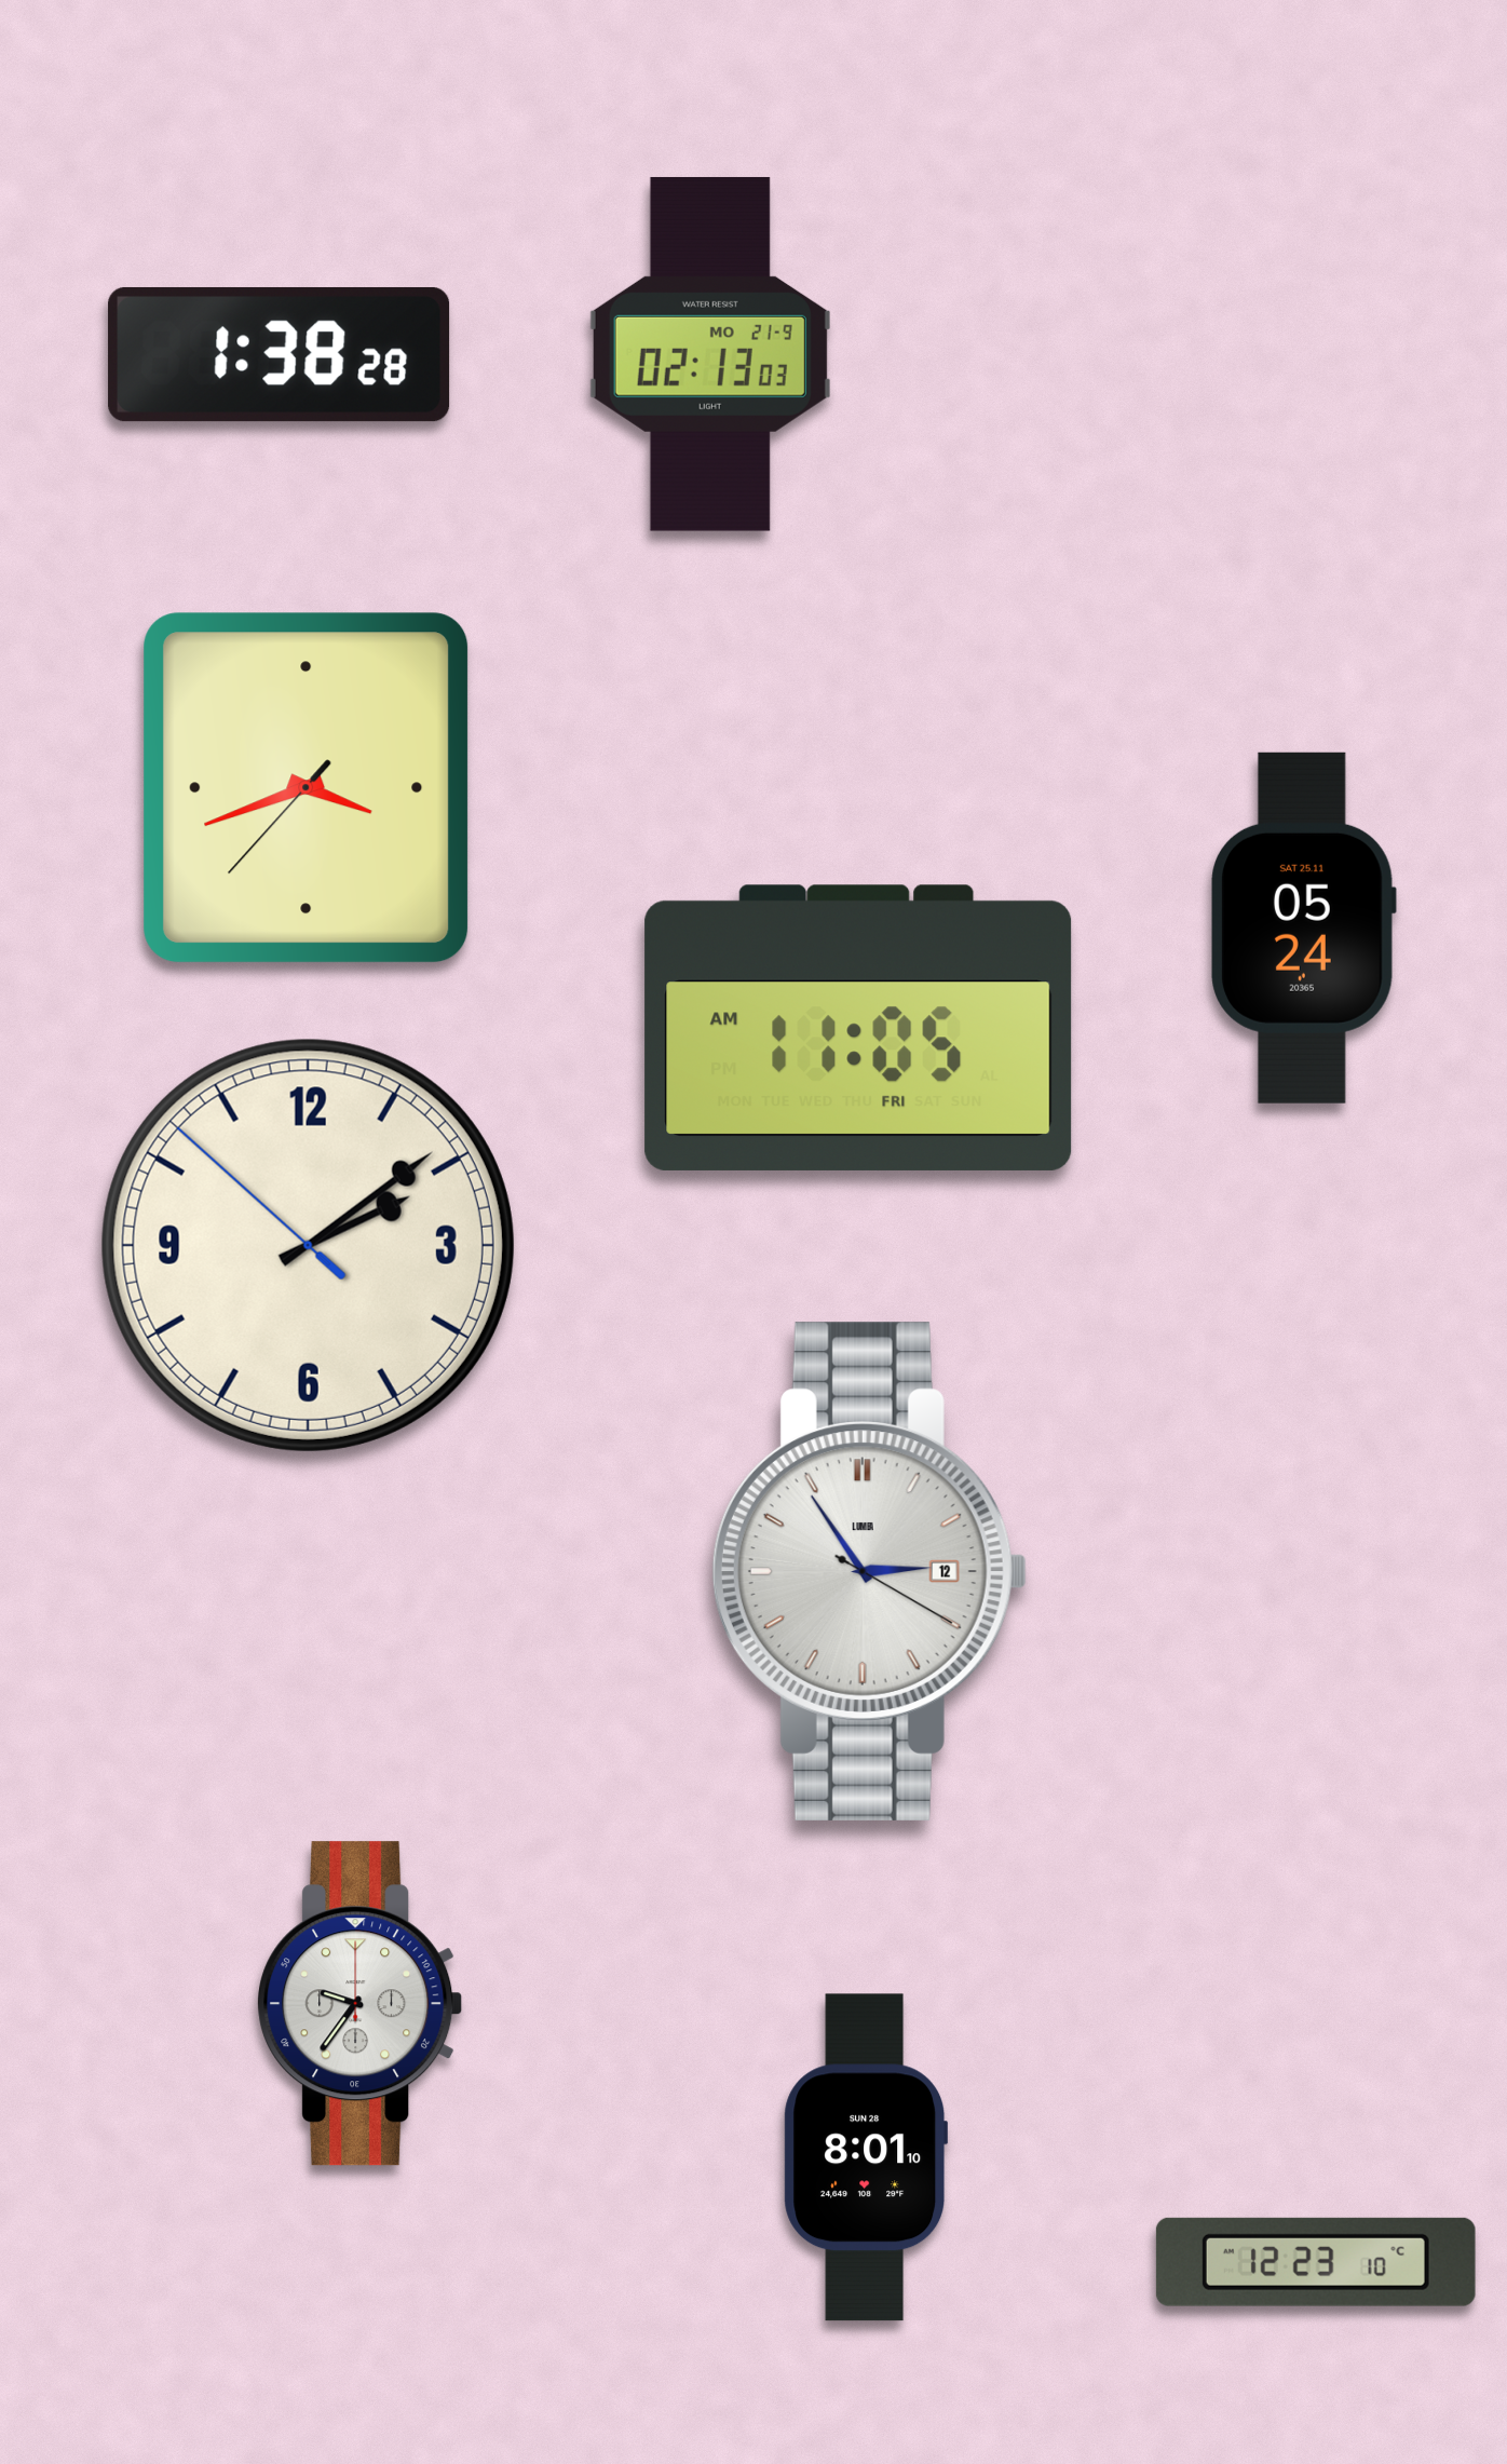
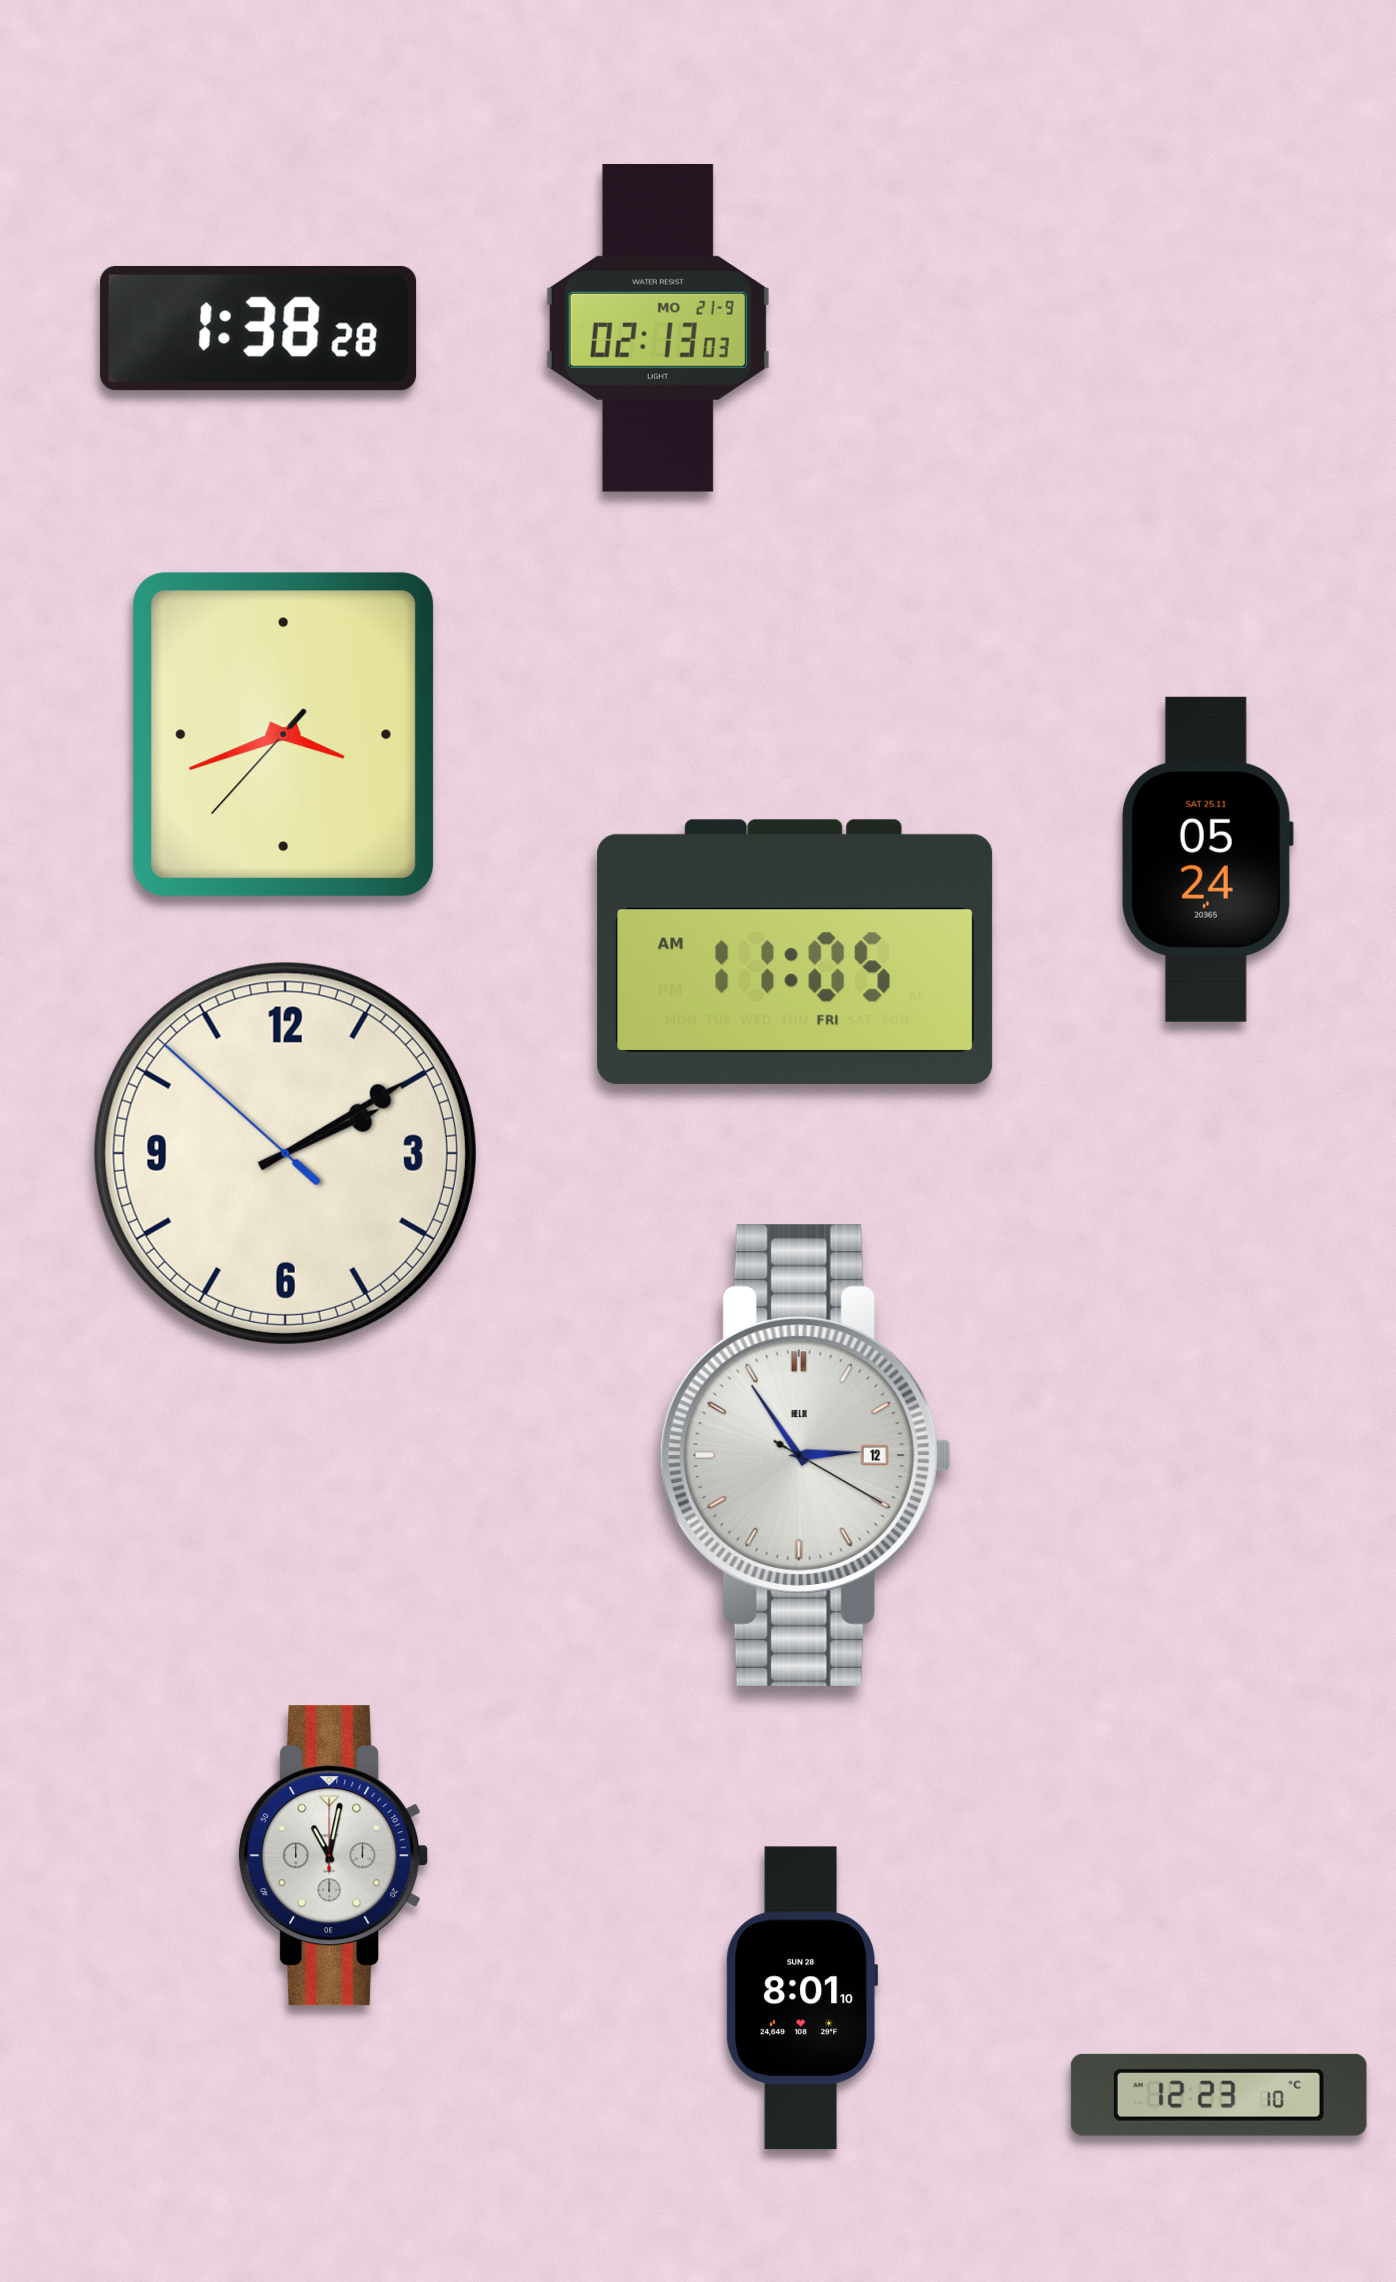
clock at (307, 788) position: (307, 788) -> (284, 735)
clock at (308, 1245): 2:08 -> 2:09
clock at (869, 1571) brand: LUMEA -> HELIX
clock at (361, 2004): 9:36 -> 11:02
